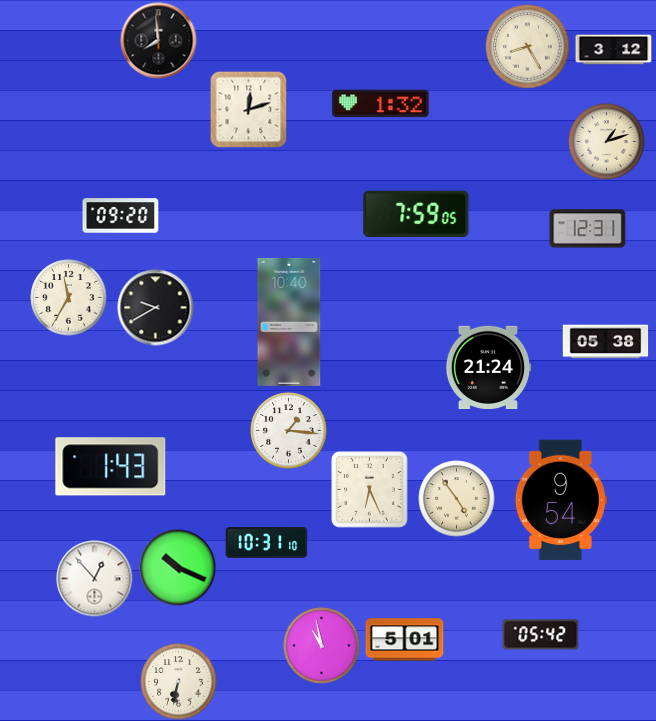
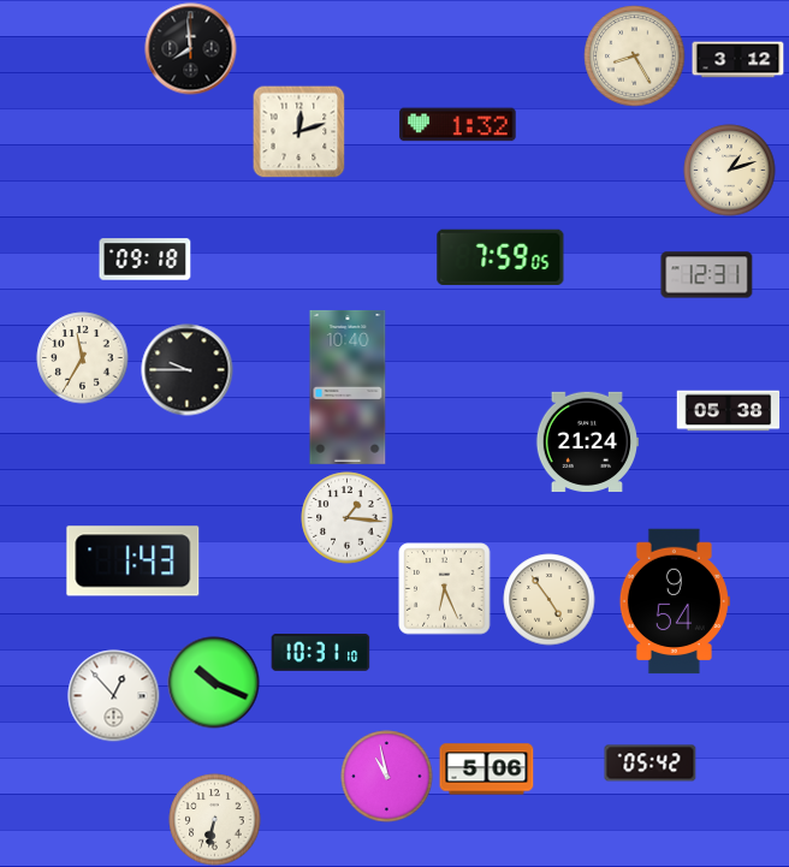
clock at (121, 216): 09:20 -> 09:18
clock at (156, 308): 9:40 -> 9:45
clock at (405, 640): 5:01 -> 5:06
